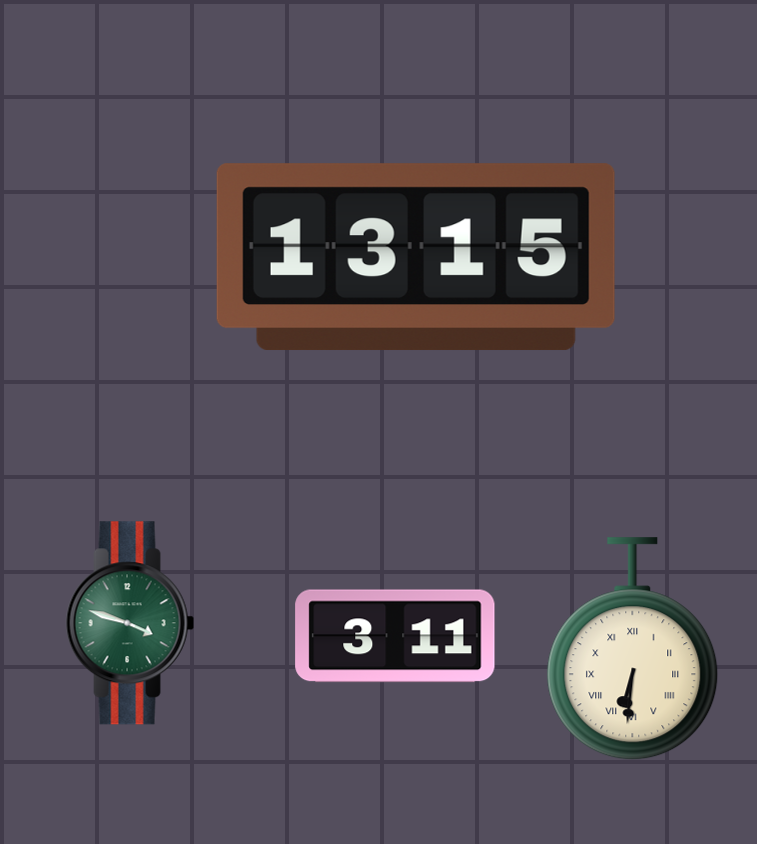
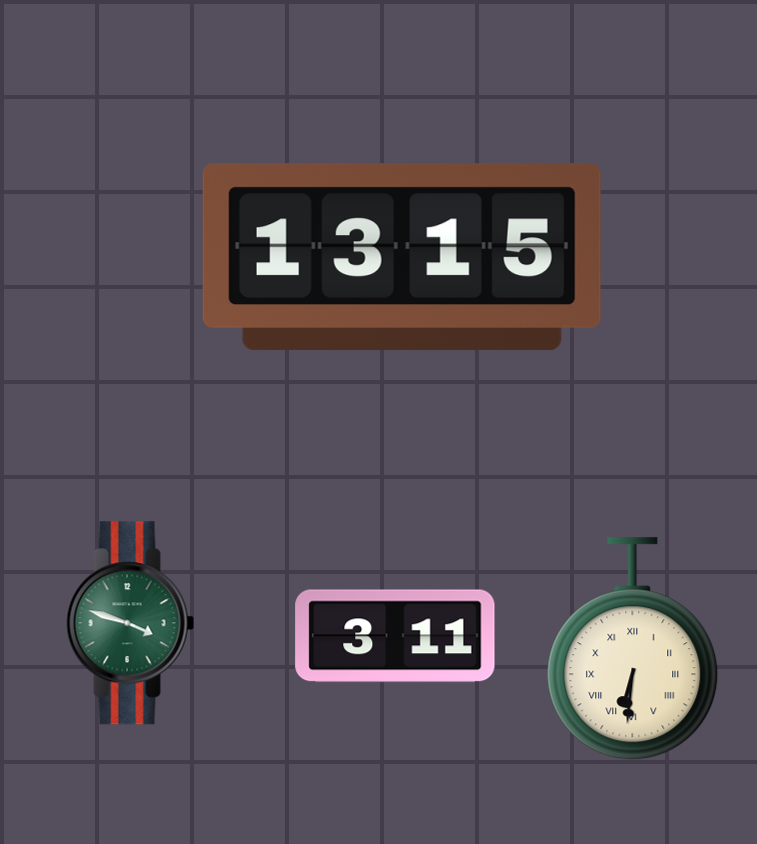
clock at (416, 257) position: (416, 257) -> (402, 257)
